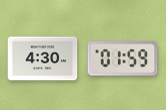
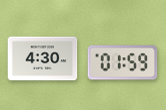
clock at (123, 59) position: (123, 59) -> (123, 63)
